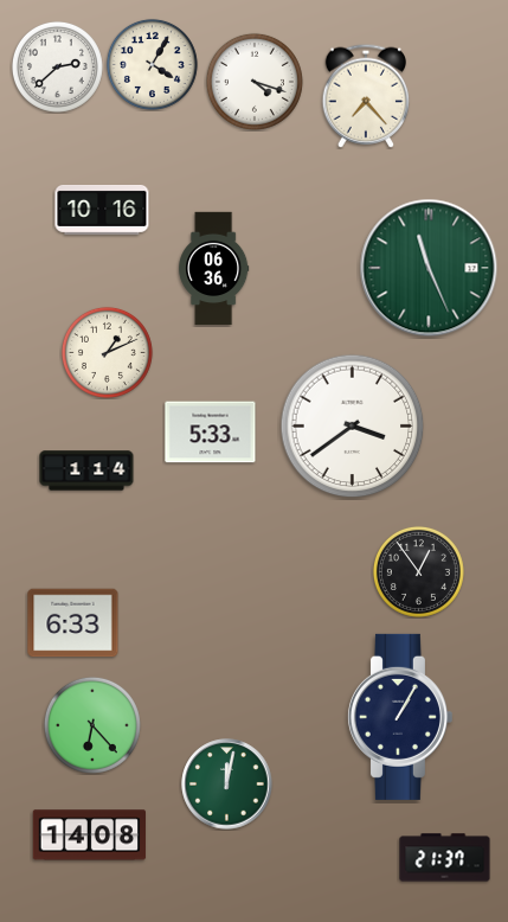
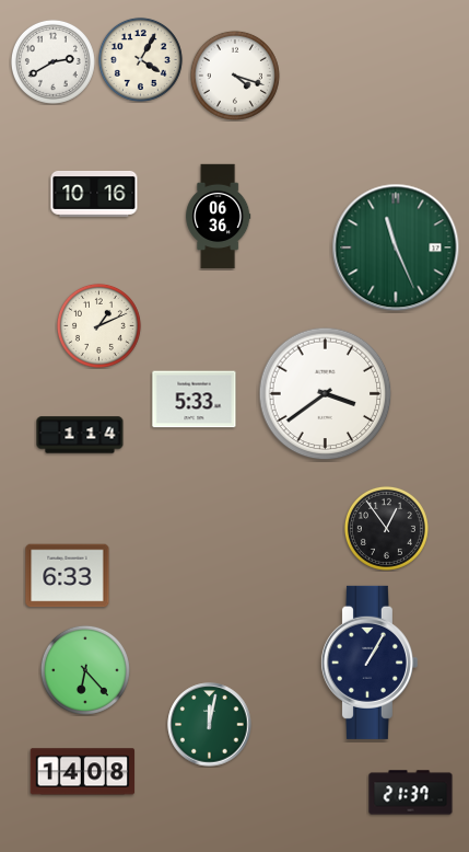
clock at (57, 66): 2:38 -> 2:40
clock at (366, 96): 7:23 -> none
clock at (214, 269) position: (214, 269) -> (219, 217)
